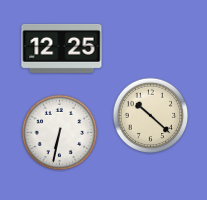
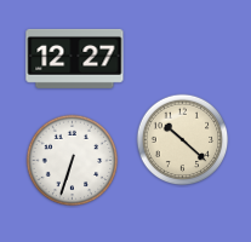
clock at (62, 48): 12:25 -> 12:27
clock at (60, 133): 6:32 -> 6:33
